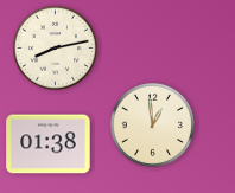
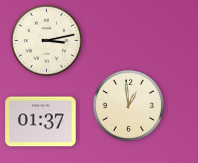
clock at (55, 47): 8:13 -> 3:13
clock at (49, 144): 01:38 -> 01:37
